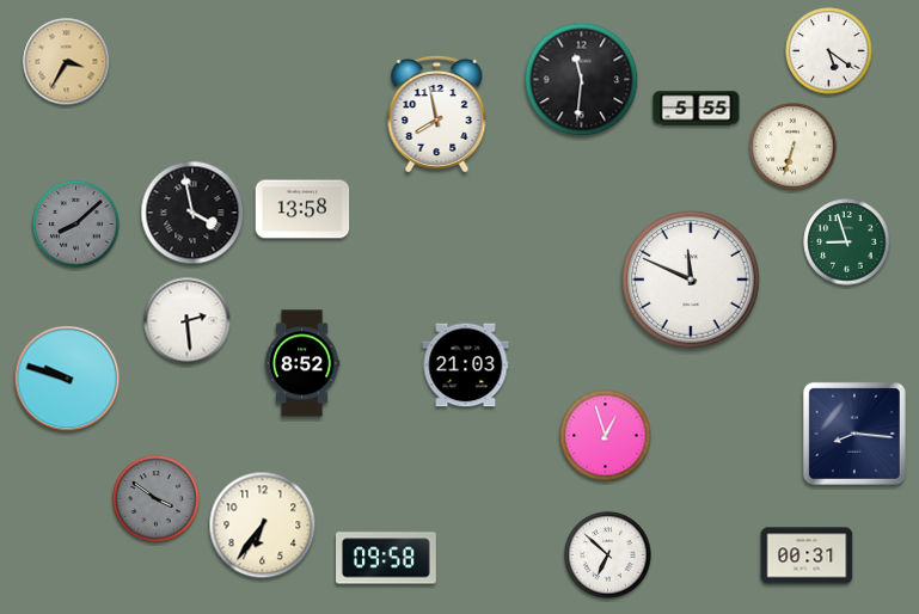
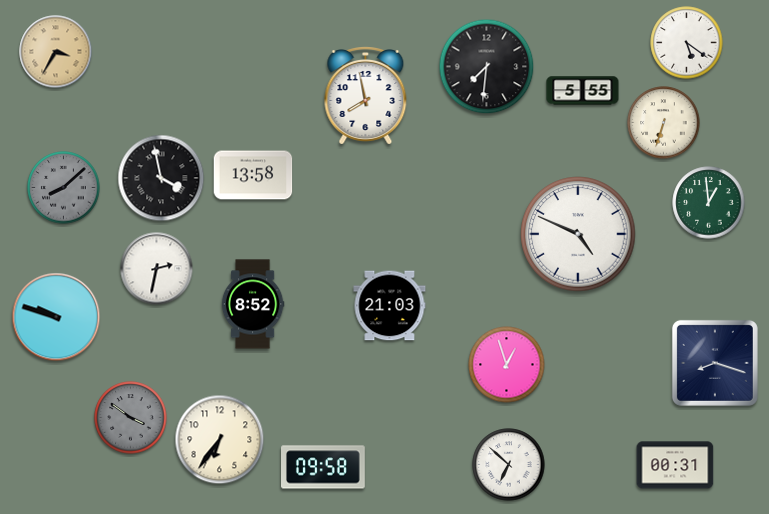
clock at (829, 51) position: (829, 51) -> (687, 43)
clock at (582, 80): 11:31 -> 7:31
clock at (847, 242): 8:57 -> 12:59
clock at (691, 280): 11:49 -> 4:49
clock at (188, 321): 2:29 -> 2:32
clock at (854, 434): 8:16 -> 8:18
